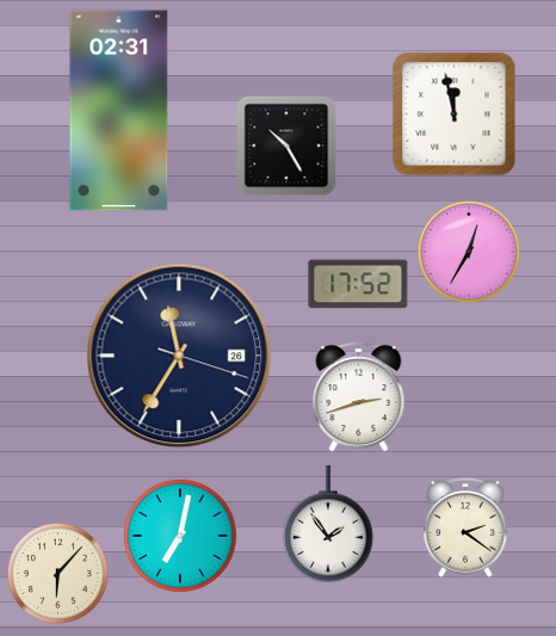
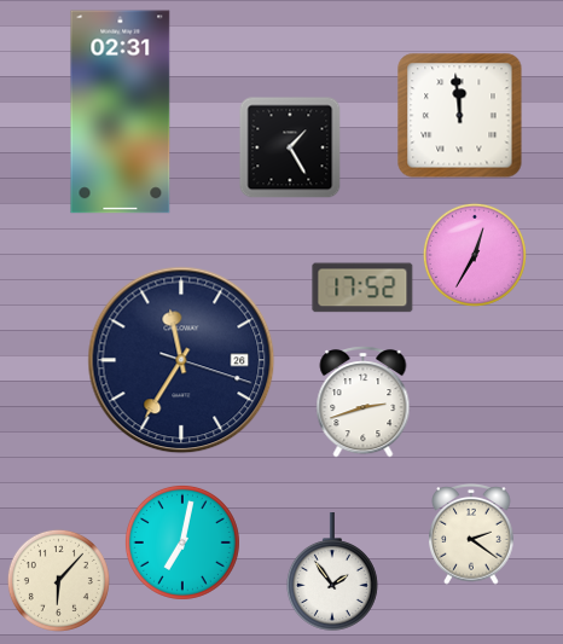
clock at (455, 115): 11:58 -> 11:59
clock at (286, 146): 10:25 -> 1:25
clock at (328, 525) position: (328, 525) -> (332, 573)
